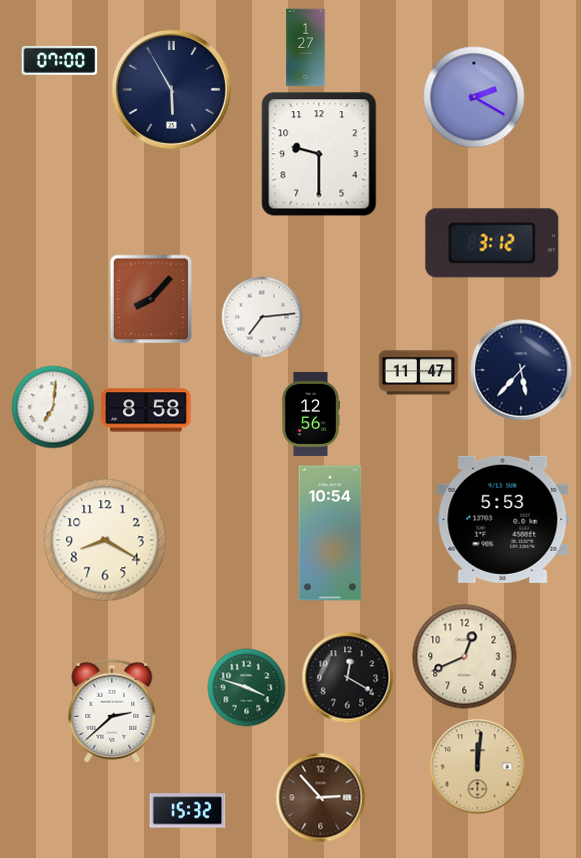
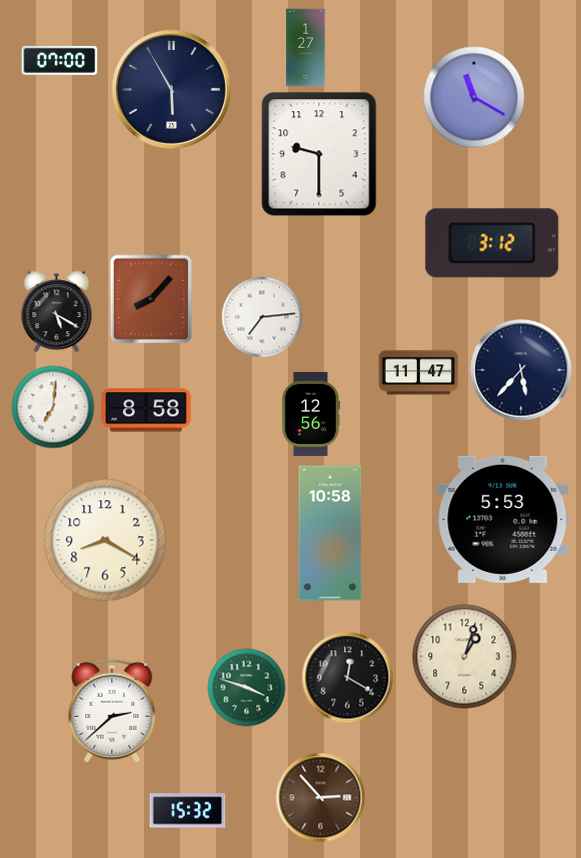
clock at (474, 97): 2:20 -> 11:20
clock at (57, 312): none -> 5:20
clock at (330, 533): 10:54 -> 10:58
clock at (465, 657): 12:41 -> 1:03
clock at (478, 767): 12:01 -> none
